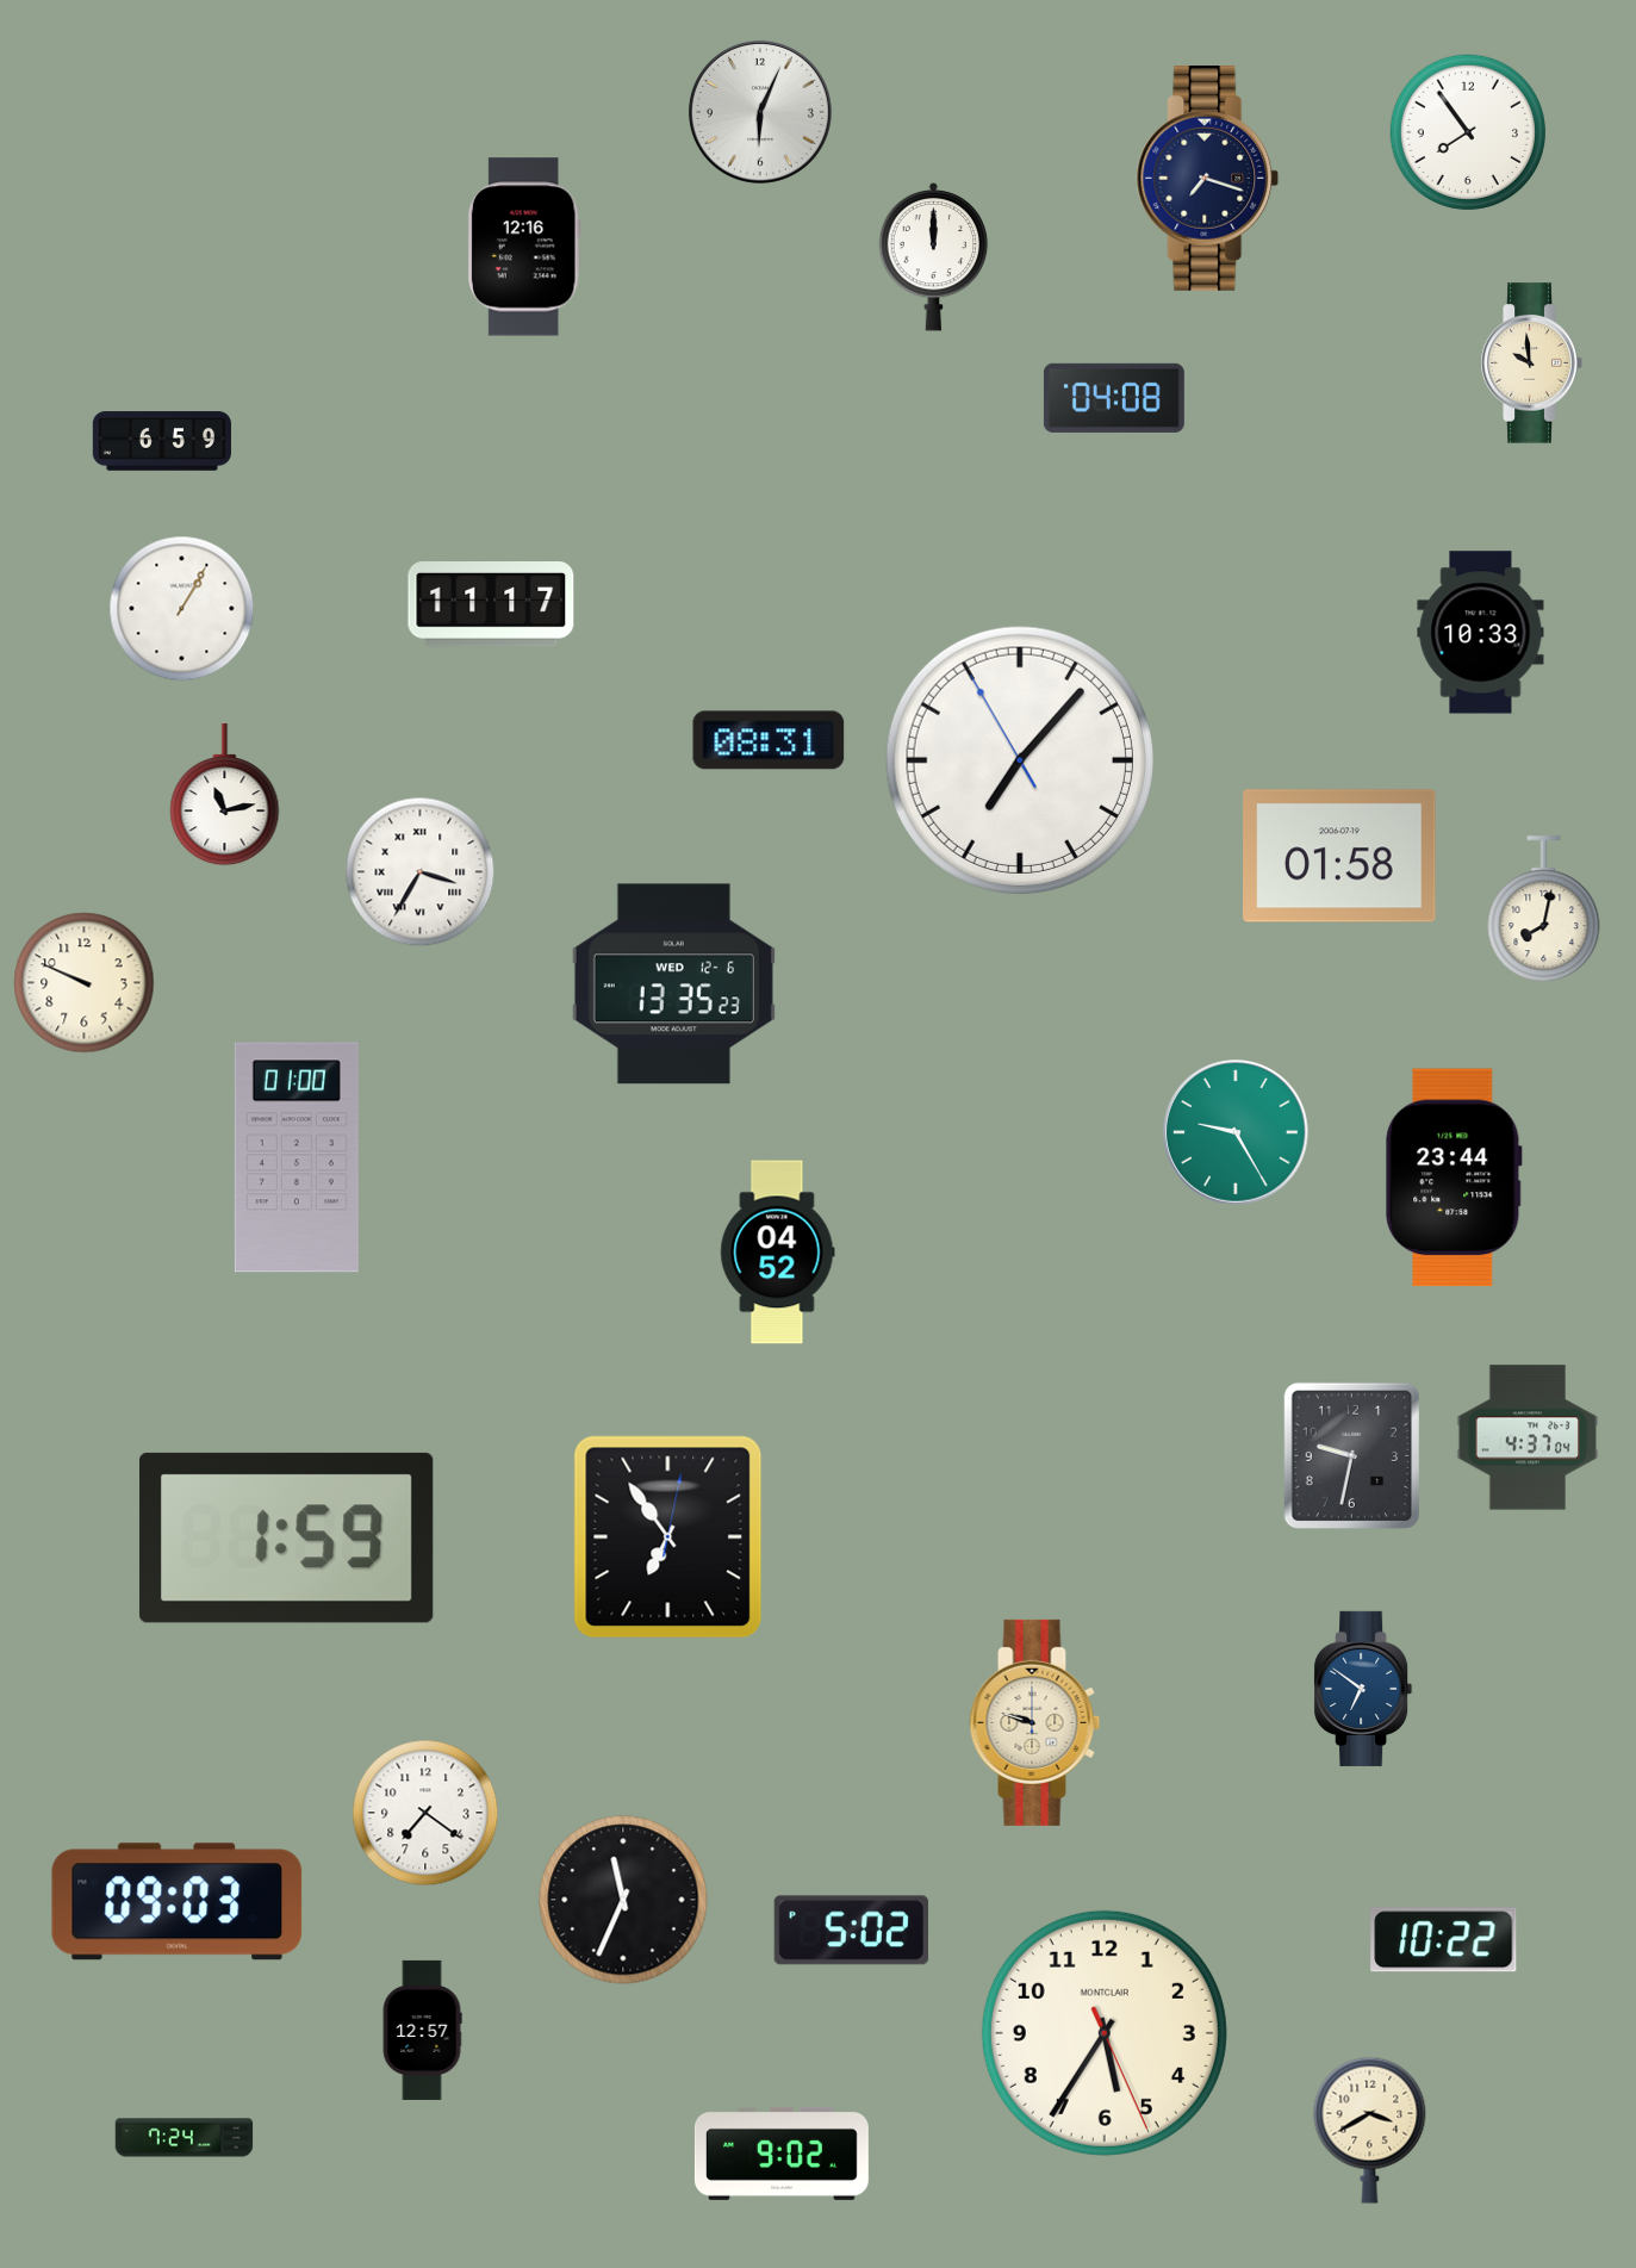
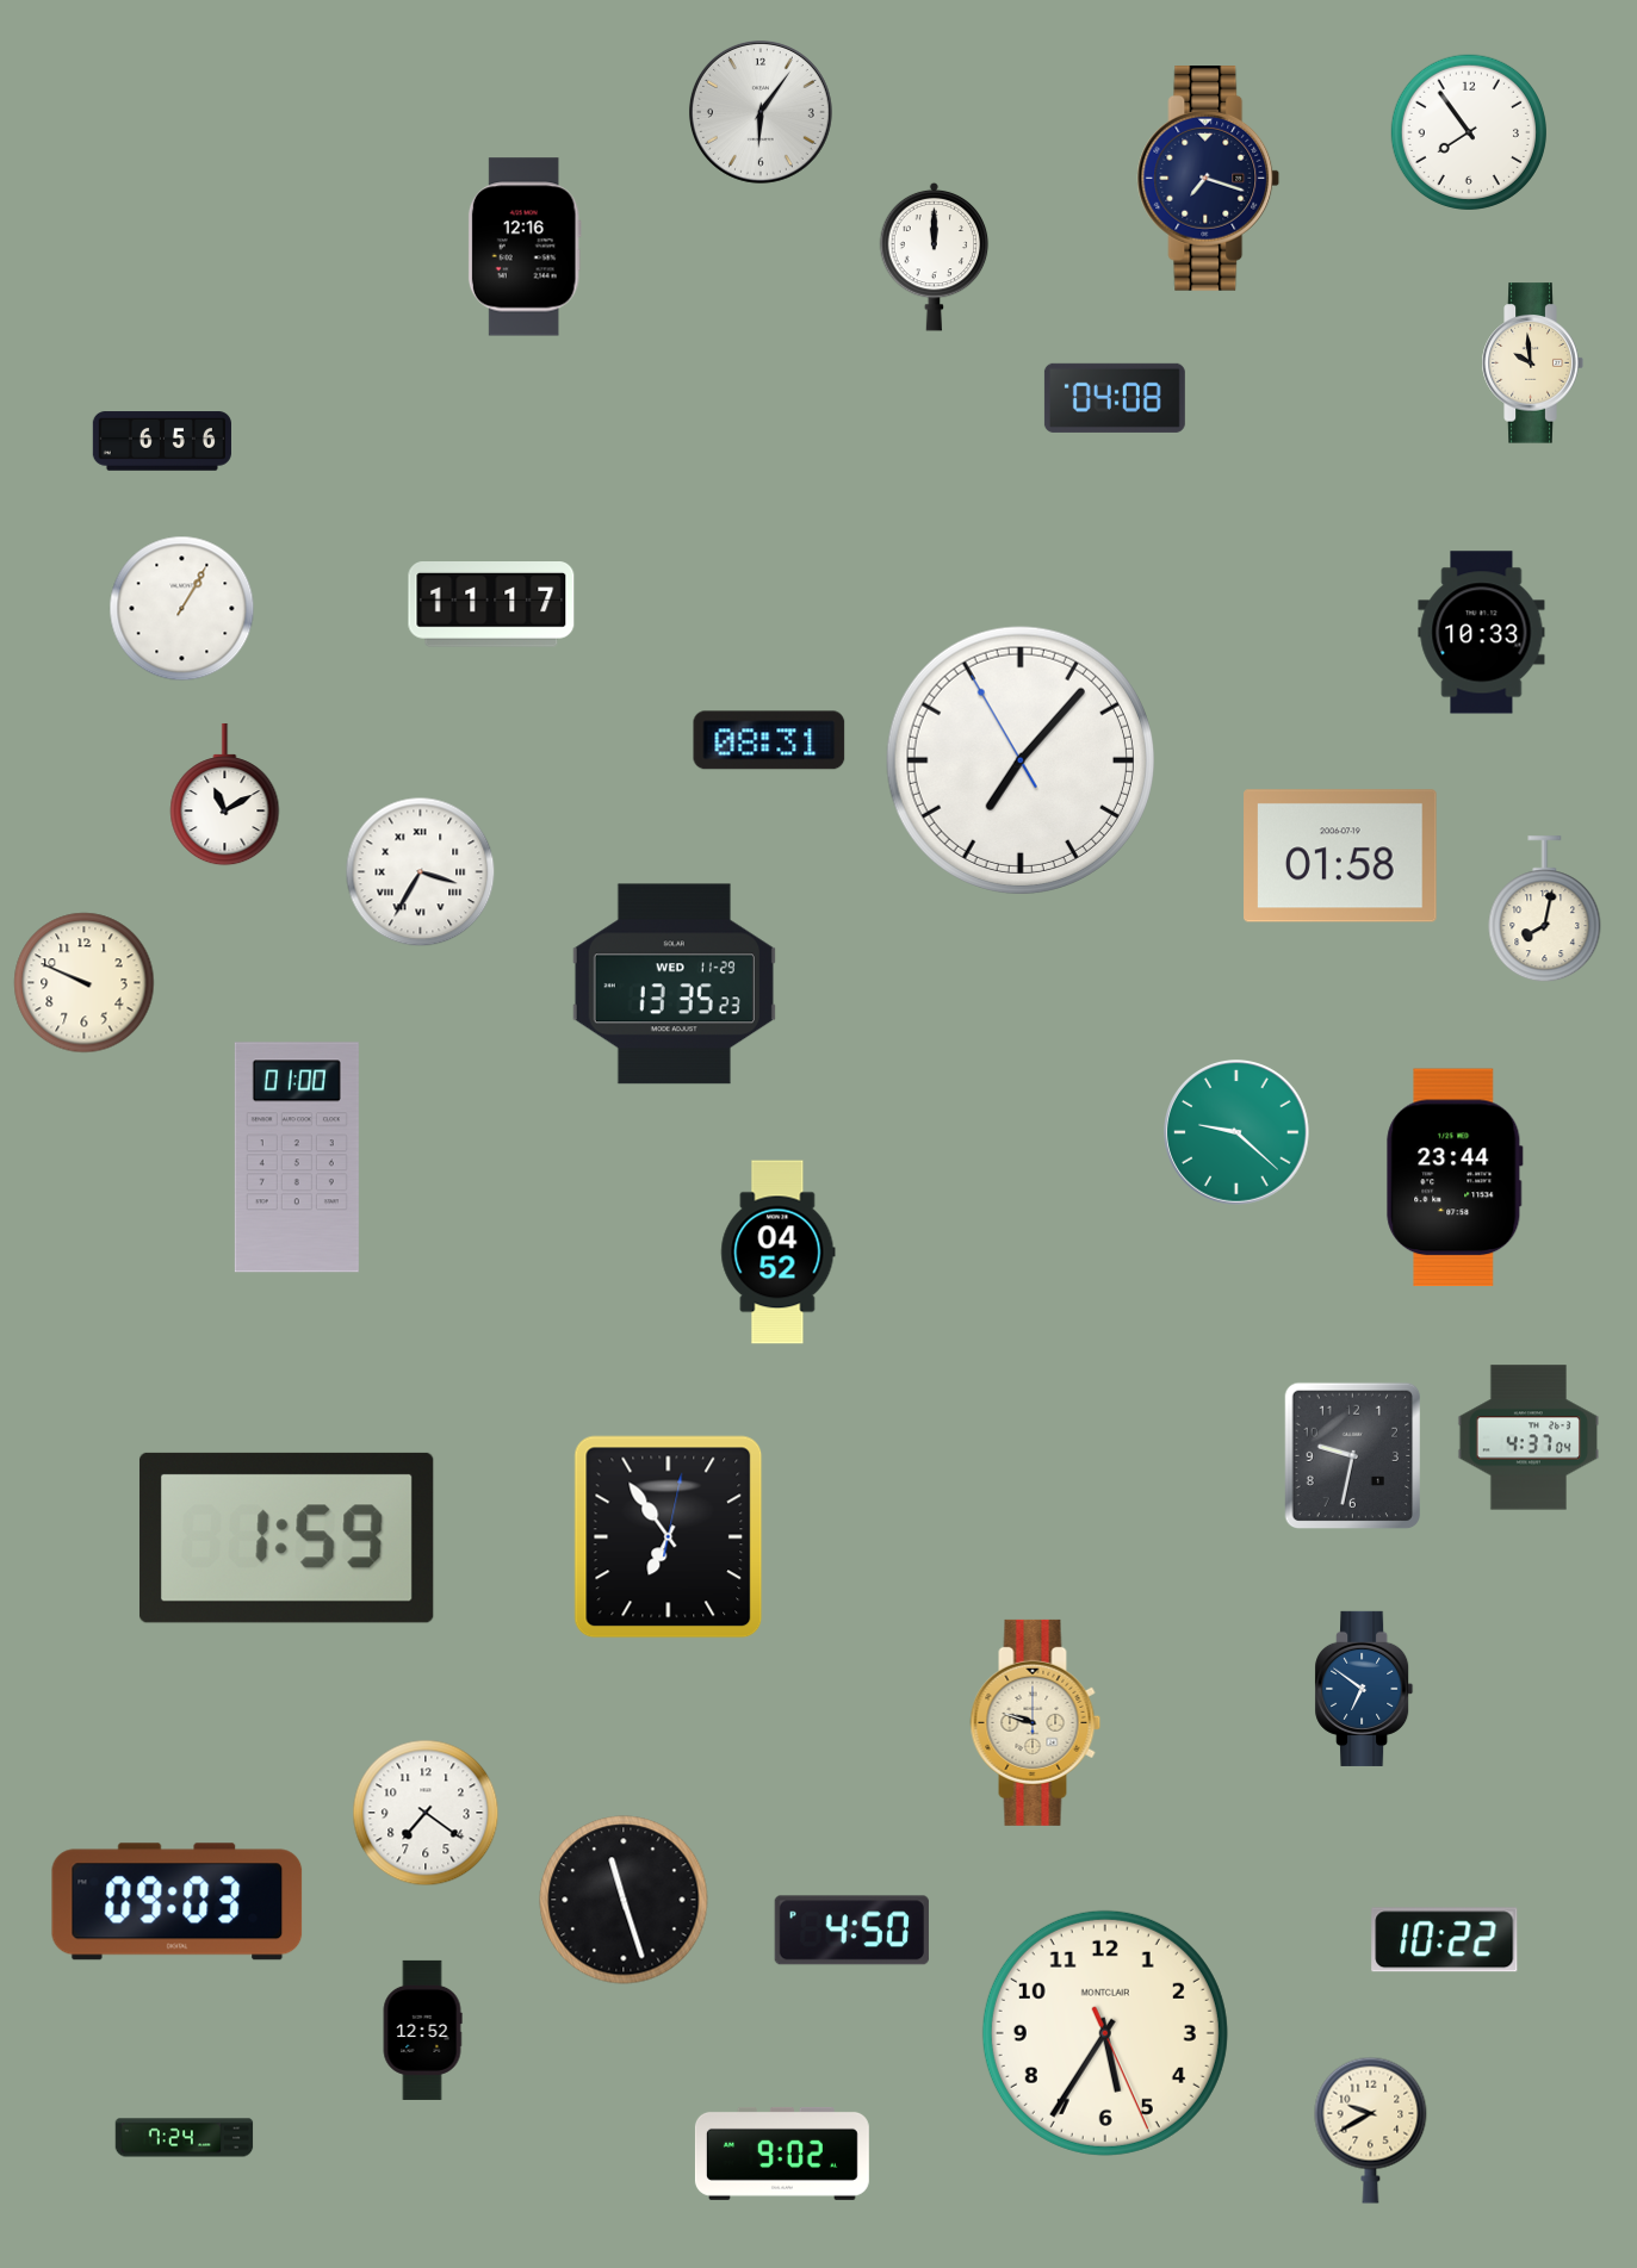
clock at (760, 112): 6:04 -> 6:06
clock at (162, 441): 6:59 -> 6:56
clock at (225, 795): 11:13 -> 11:10
clock at (673, 984) date: WED 12-6 -> WED 11-29
clock at (1237, 1133): 9:25 -> 9:22
clock at (623, 1900): 11:34 -> 11:27
clock at (851, 1931): 5:02 -> 4:50
clock at (422, 2030): 12:57 -> 12:52
clock at (1370, 2130): 3:40 -> 9:40
